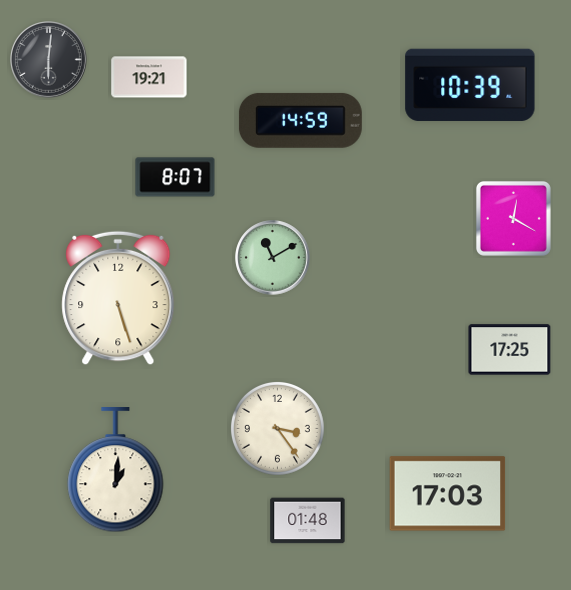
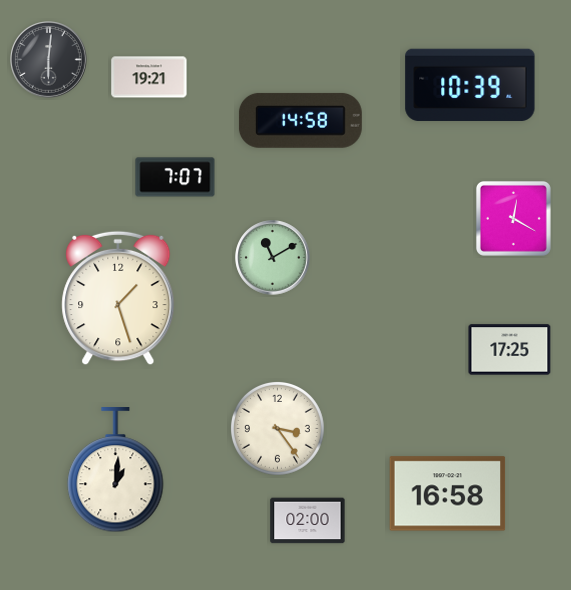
clock at (300, 120): 14:59 -> 14:58
clock at (175, 177): 8:07 -> 7:07
clock at (118, 298): 5:27 -> 1:27
clock at (448, 494): 17:03 -> 16:58
clock at (308, 521): 01:48 -> 02:00
